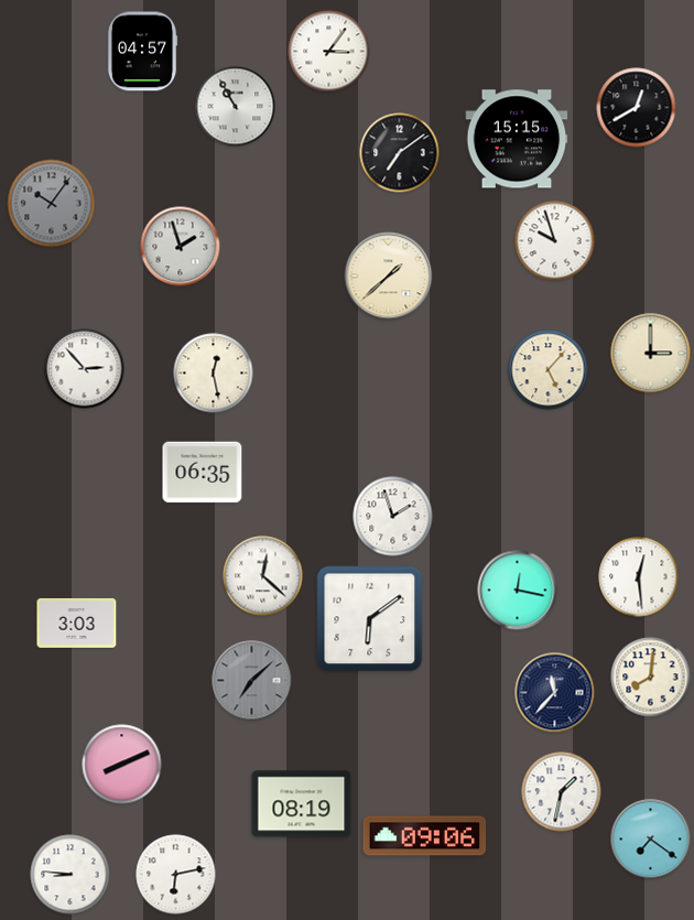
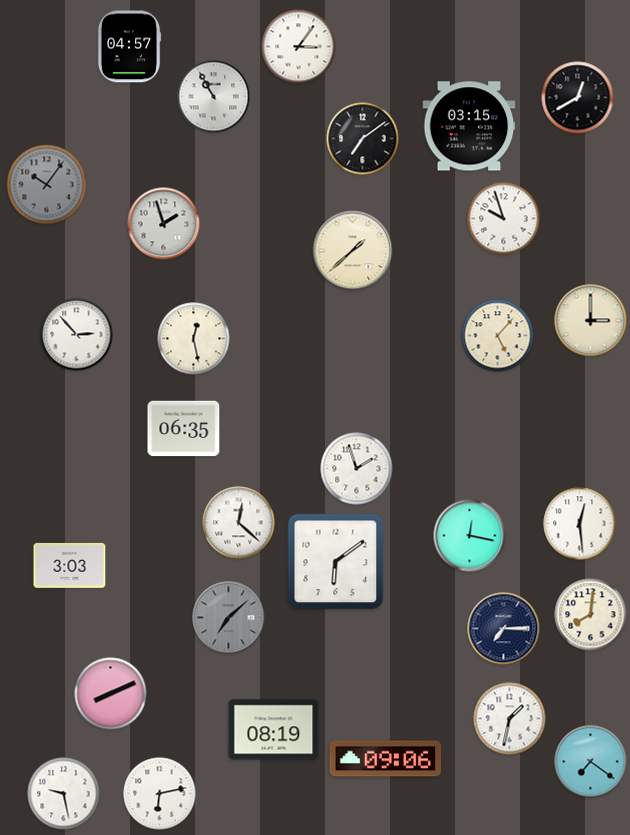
clock at (517, 139): 15:15 -> 03:15
clock at (555, 693): 11:37 -> 7:15
clock at (71, 875): 8:46 -> 9:28
